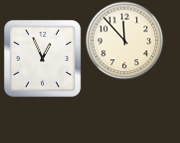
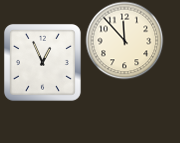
clock at (42, 58) position: (42, 58) -> (42, 62)
